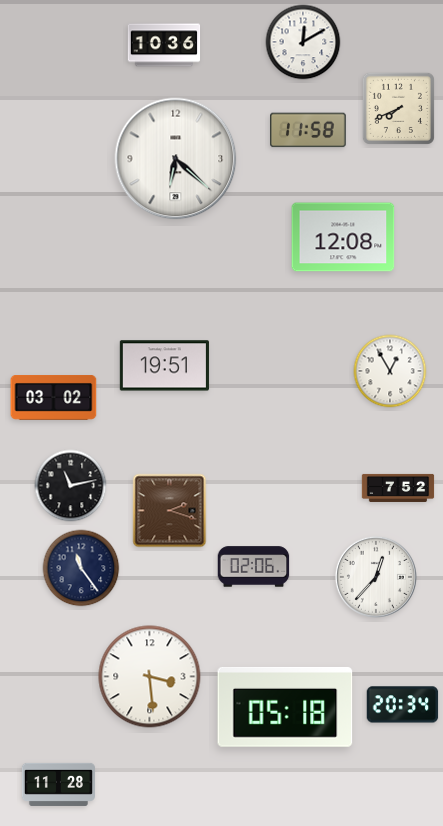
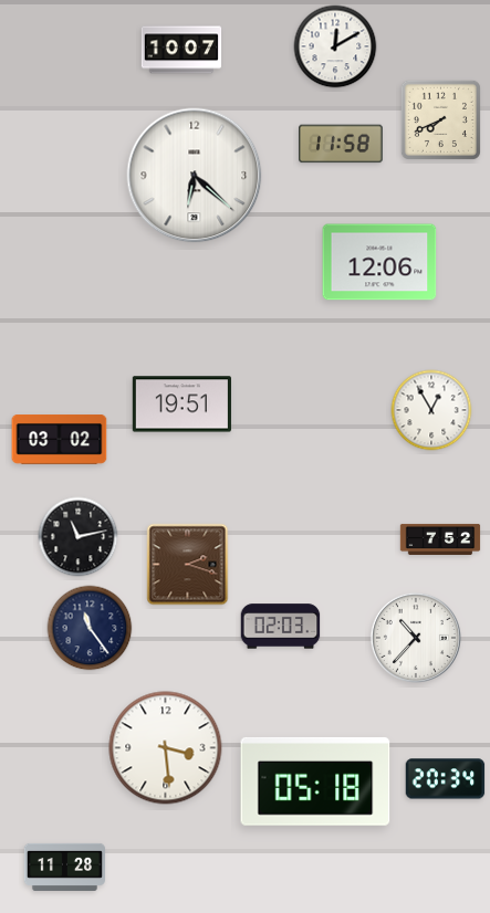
clock at (164, 45): 10:36 -> 10:07
clock at (343, 237): 12:08 -> 12:06
clock at (254, 567): 02:06 -> 02:03
clock at (376, 577): 12:37 -> 10:37
